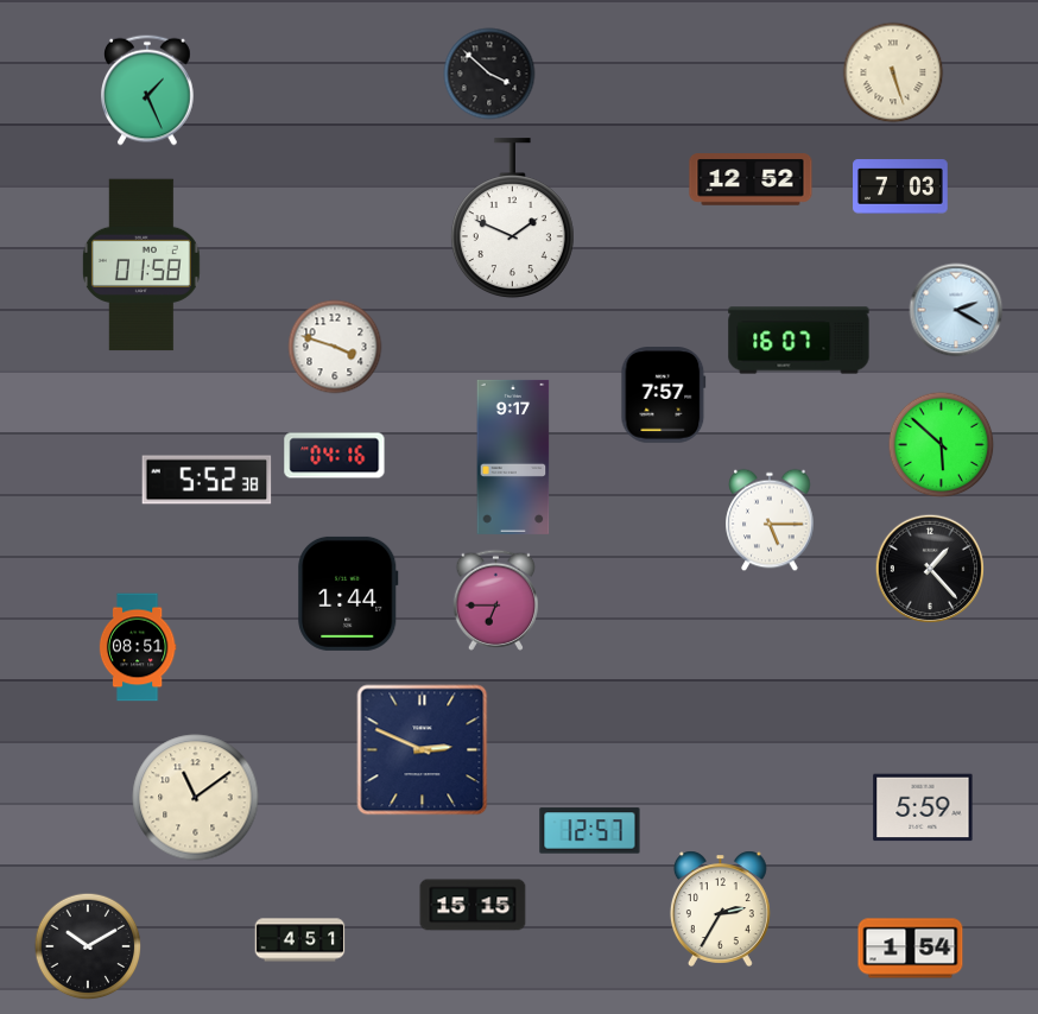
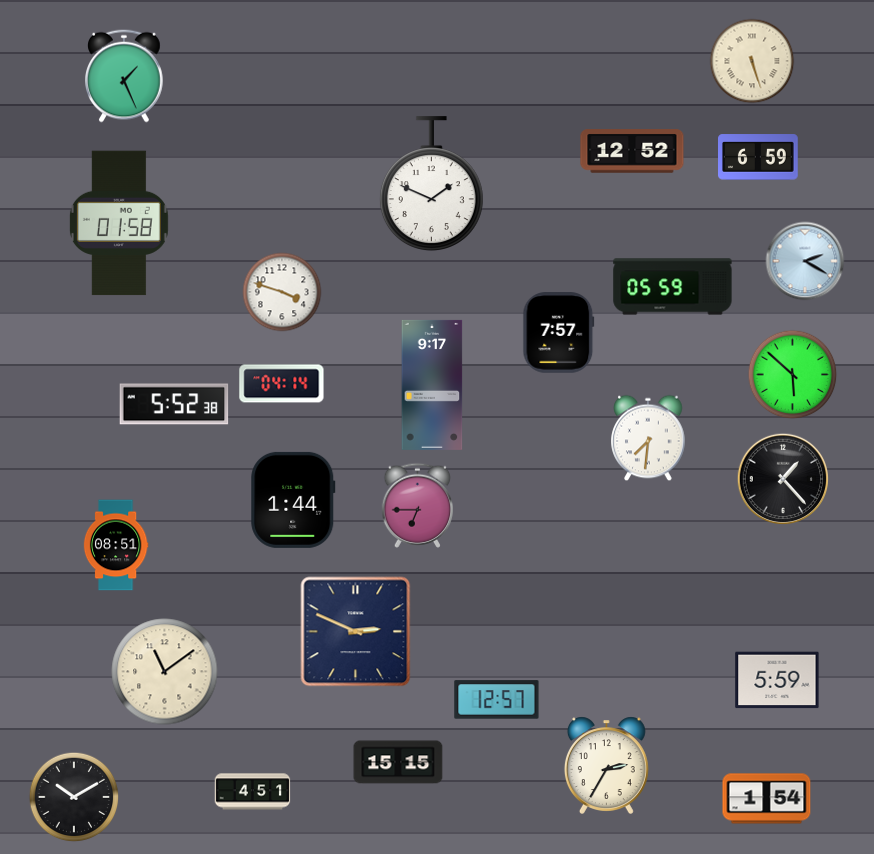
clock at (489, 74): 3:52 -> none
clock at (901, 186): 7:03 -> 6:59
clock at (799, 341): 16:07 -> 05:59
clock at (335, 456): 04:16 -> 04:14
clock at (770, 520): 5:15 -> 7:31
